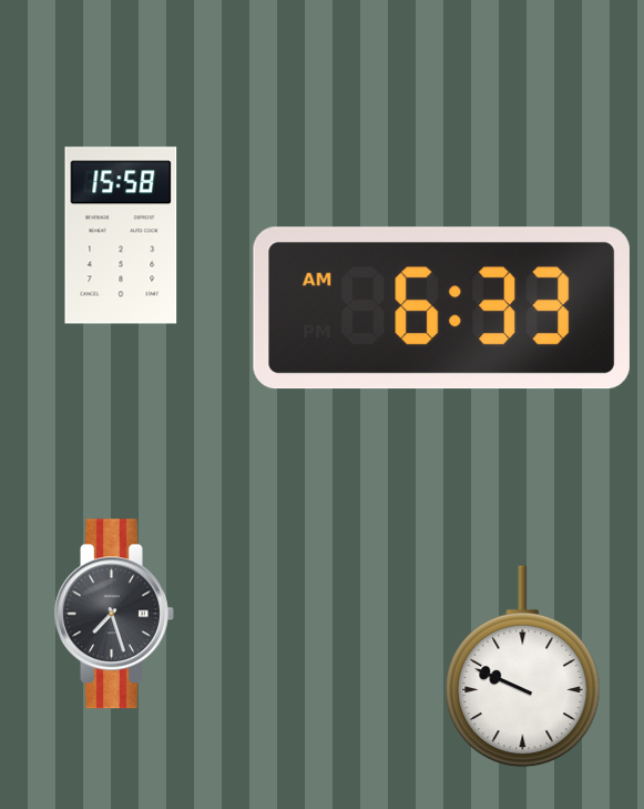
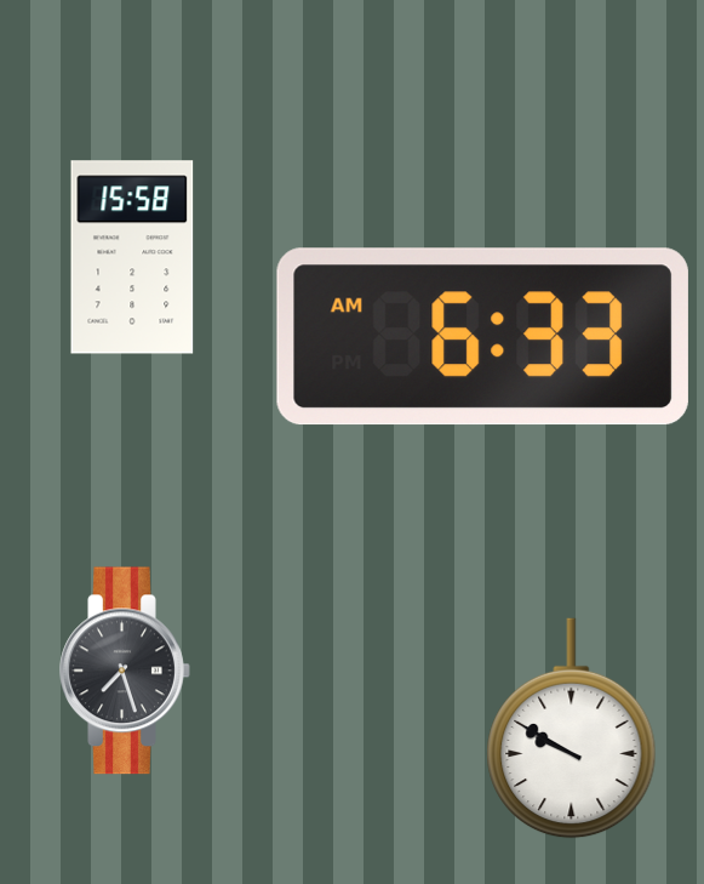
clock at (523, 667): 9:49 -> 9:50
